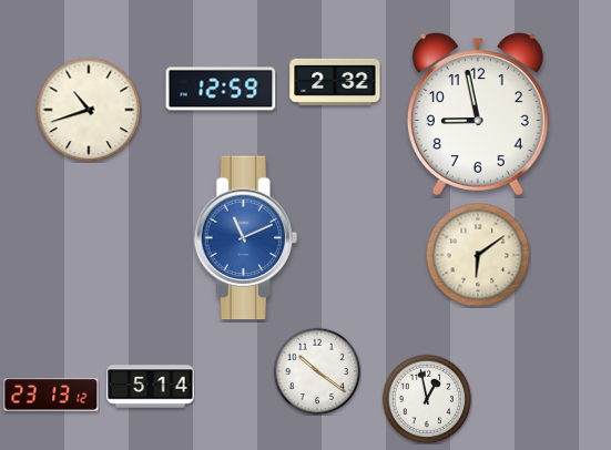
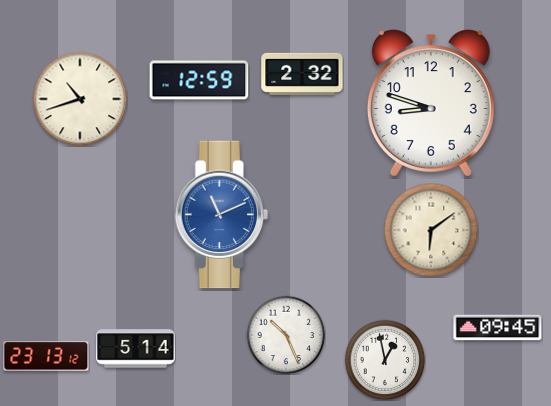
clock at (478, 114): 8:58 -> 8:48
clock at (498, 328): none -> 09:45
clock at (317, 371): 10:21 -> 10:26
